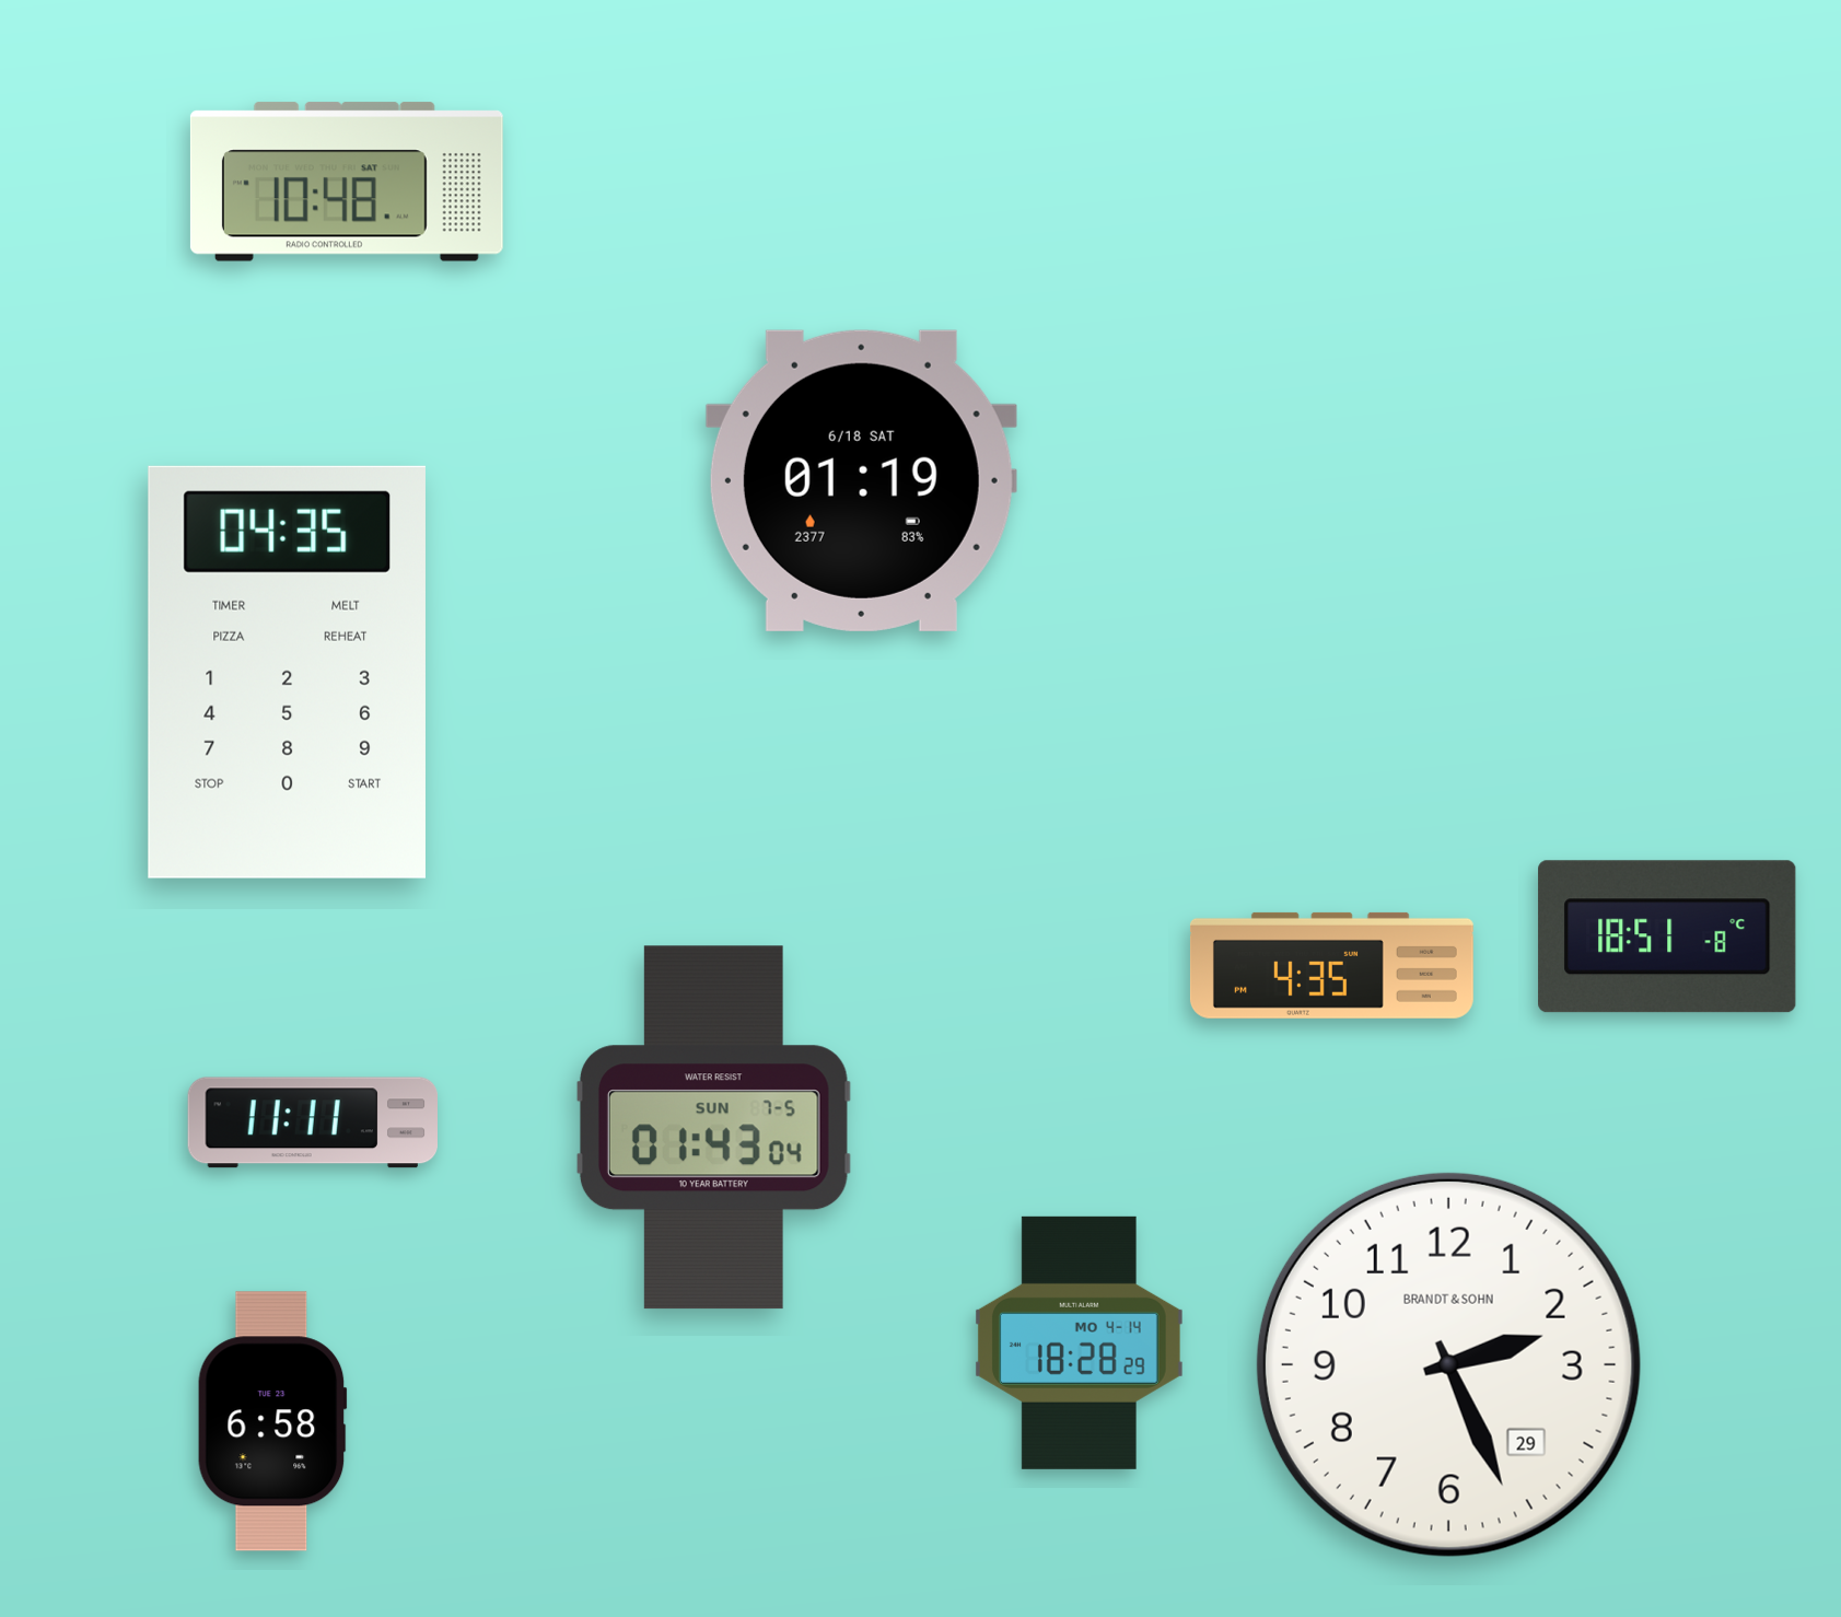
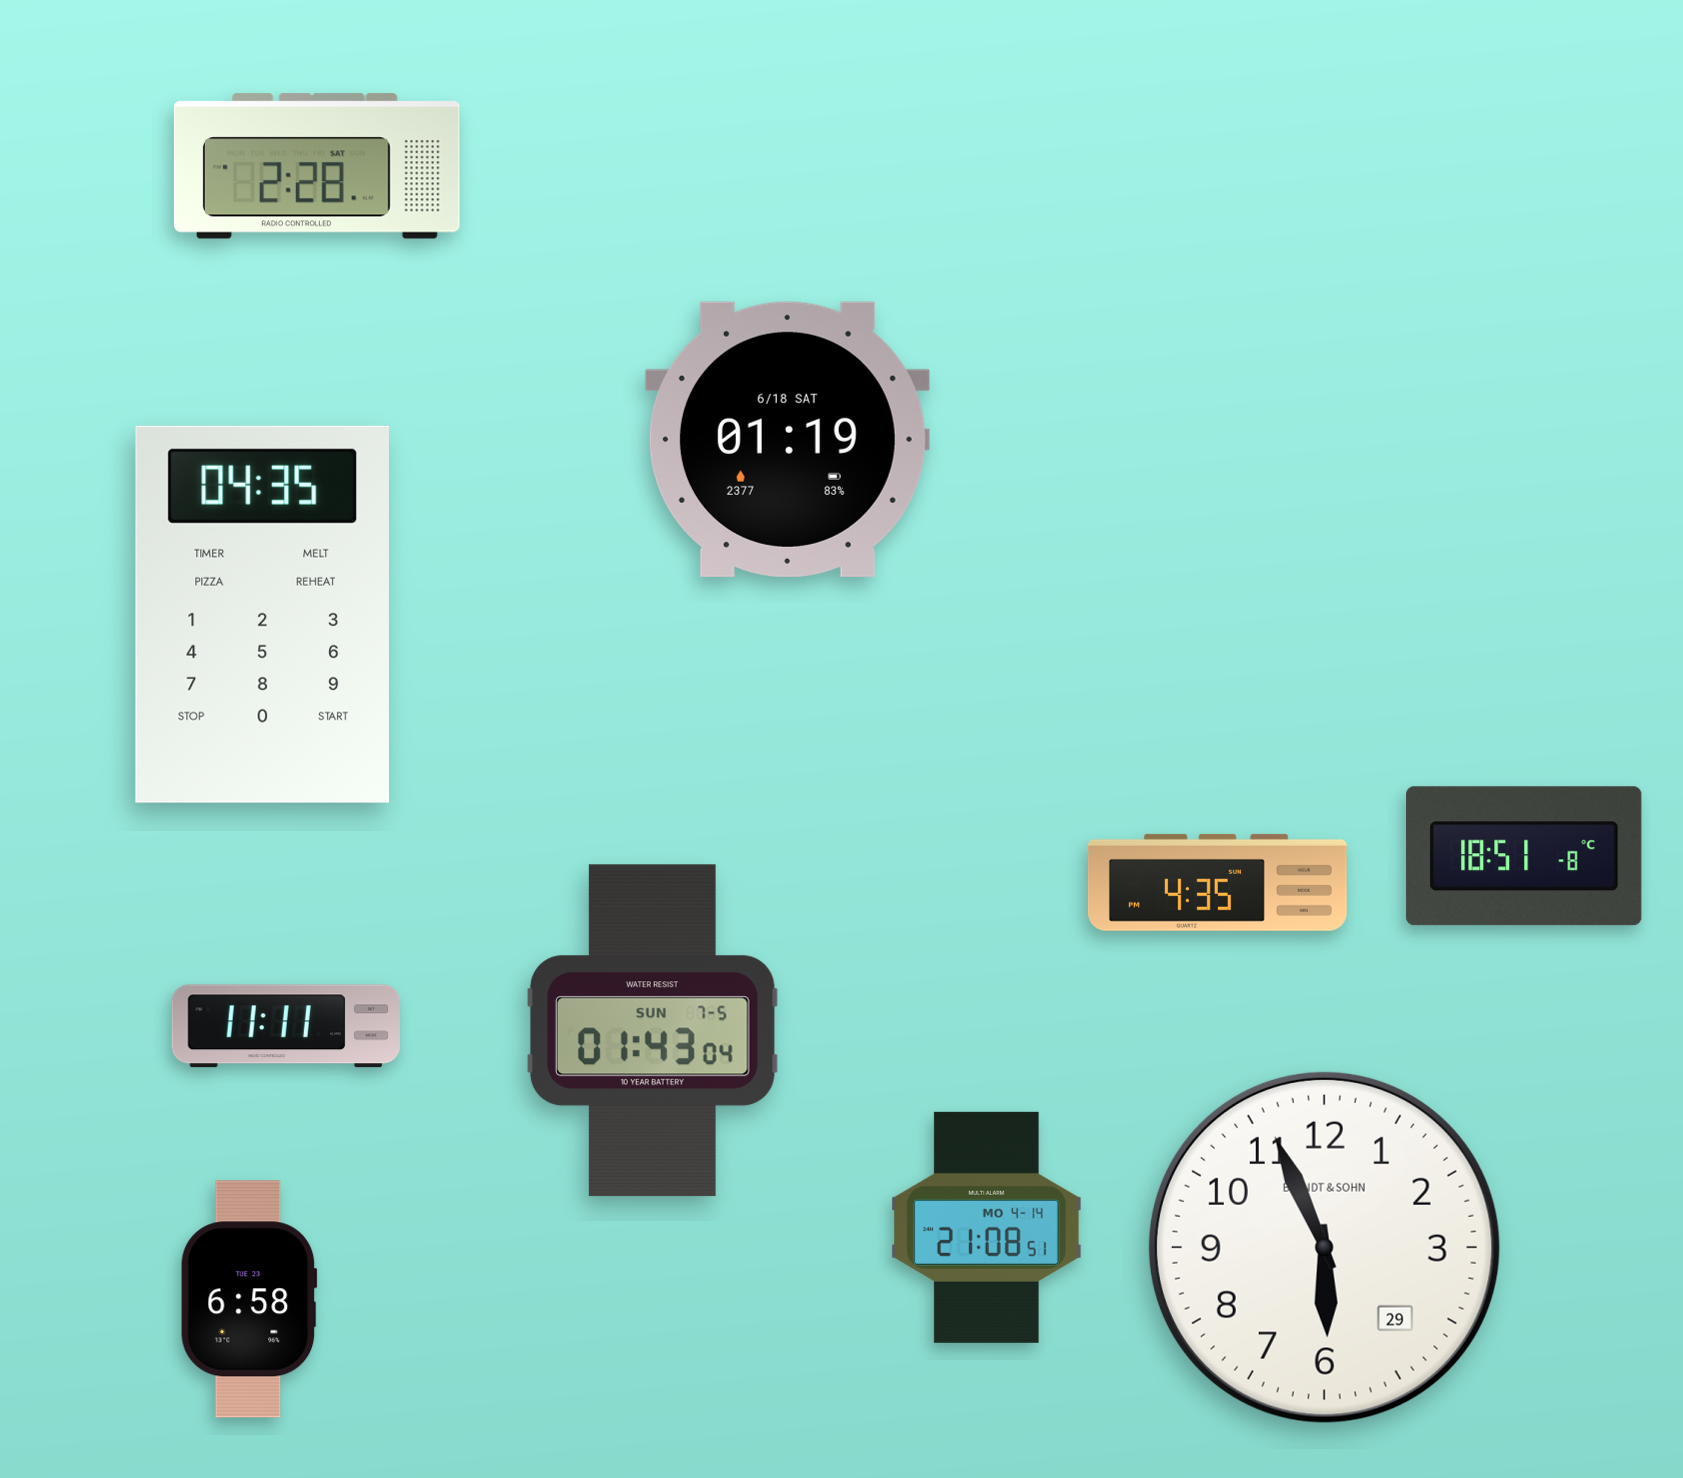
clock at (347, 182): 10:48 -> 2:28
clock at (1079, 1342): 18:28 -> 21:08
clock at (1448, 1364): 2:26 -> 5:56
